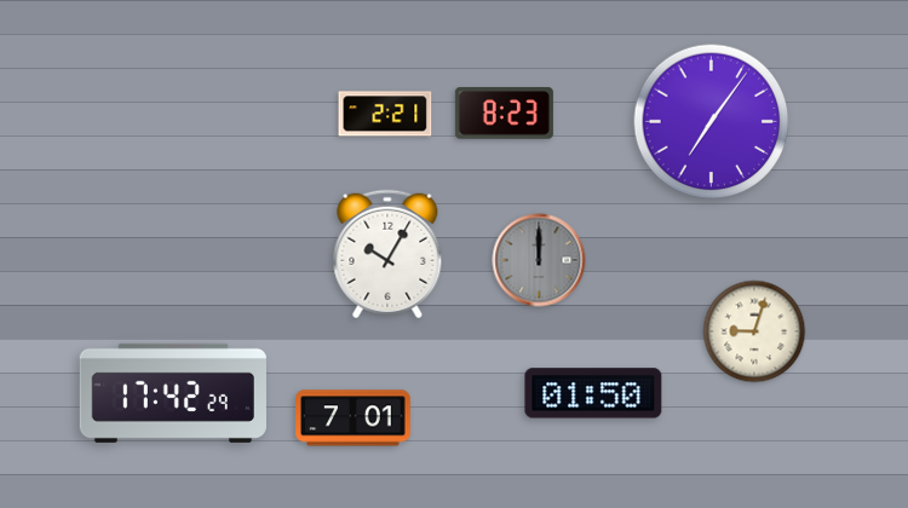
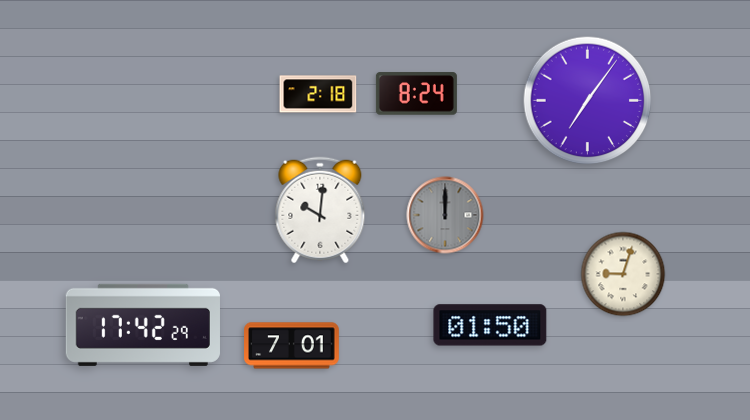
clock at (385, 114): 2:21 -> 2:18
clock at (504, 114): 8:23 -> 8:24
clock at (387, 254): 10:05 -> 10:01
